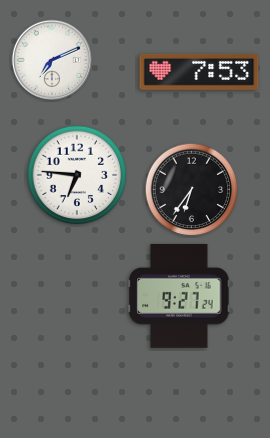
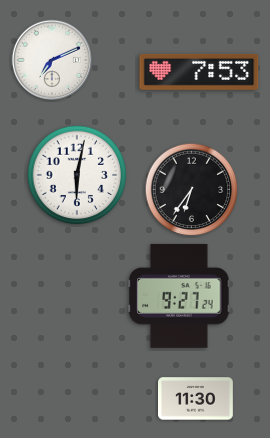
clock at (77, 175): 6:46 -> 6:02
clock at (196, 399): none -> 11:30
